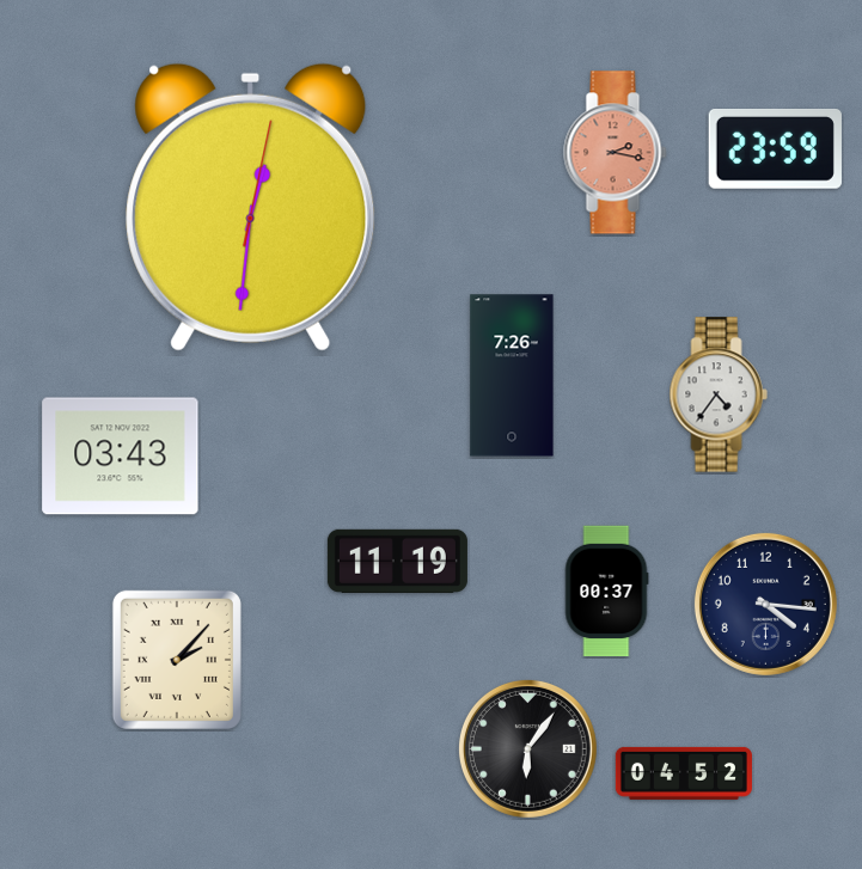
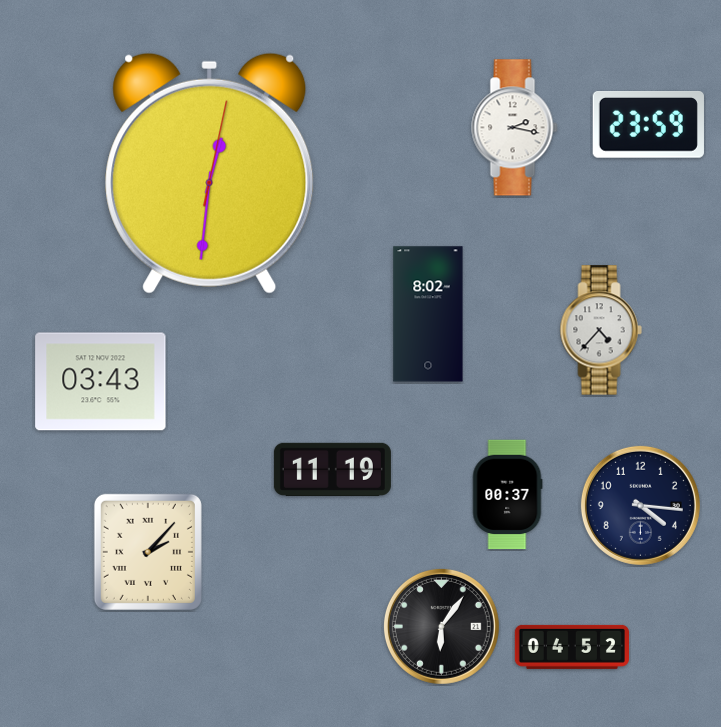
clock at (616, 153) dial: salmon -> white
clock at (512, 375): 7:26 -> 8:02
clock at (719, 394): 4:36 -> 4:37
